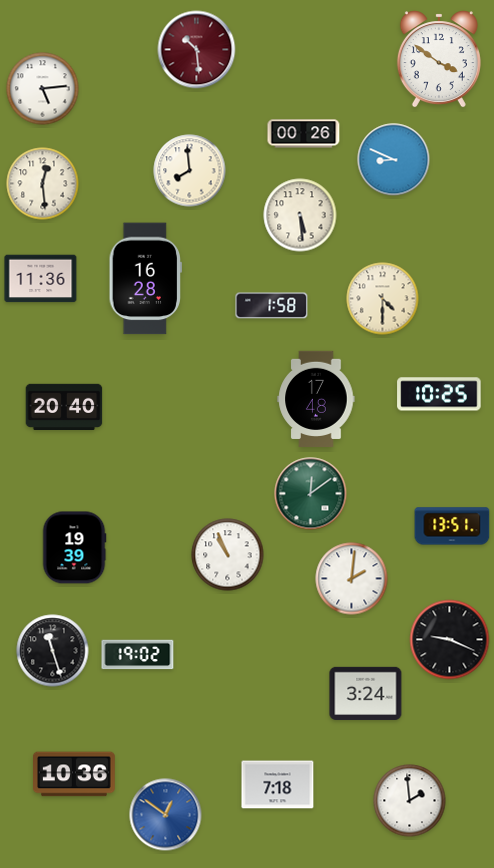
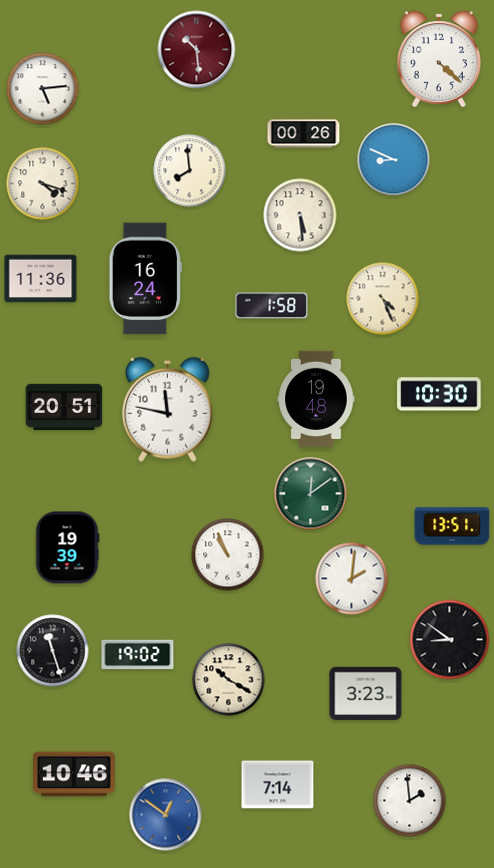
clock at (439, 59): 3:51 -> 4:22
clock at (43, 184): 12:29 -> 4:18
clock at (145, 279): 16:28 -> 16:24
clock at (383, 299): 4:30 -> 4:26
clock at (439, 394): 10:25 -> 10:30
clock at (316, 398): 17:48 -> 19:48
clock at (64, 407): 20:40 -> 20:51
clock at (168, 409): none -> 11:47
clock at (74, 548) position: (74, 548) -> (67, 548)
clock at (450, 640): 9:19 -> 8:51
clock at (229, 680): none -> 10:20
clock at (366, 693): 3:24 -> 3:23
clock at (75, 774): 10:36 -> 10:46
clock at (278, 785): 7:18 -> 7:14
